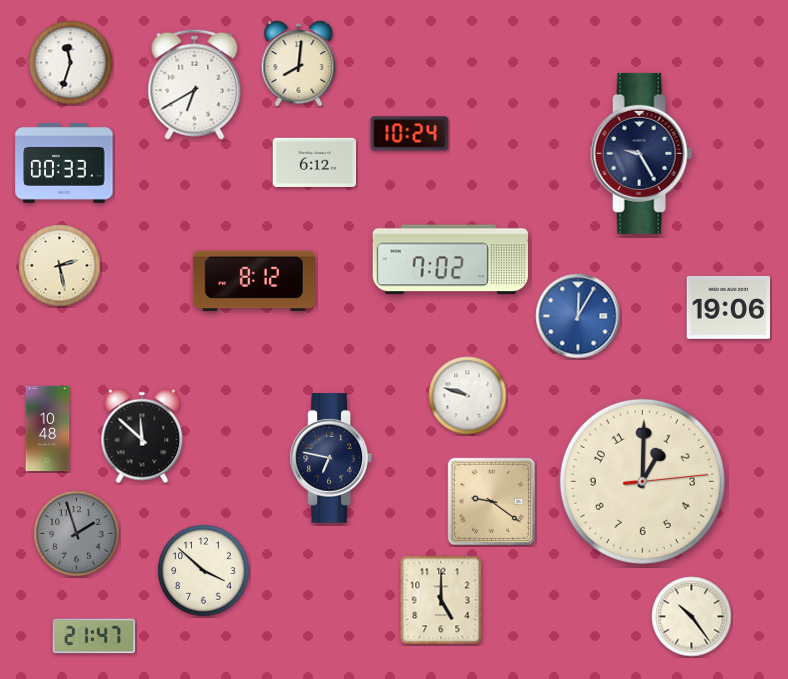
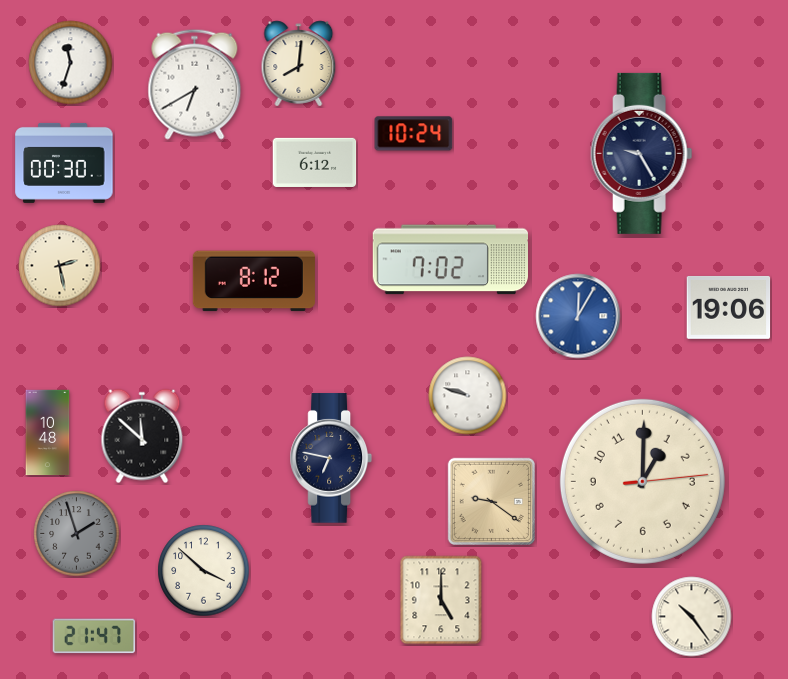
clock at (410, 134) position: (410, 134) -> (414, 134)
clock at (64, 163): 00:33 -> 00:30
clock at (48, 429) position: (48, 429) -> (48, 433)
